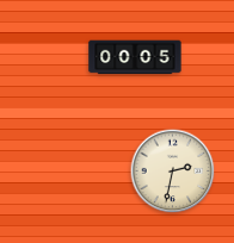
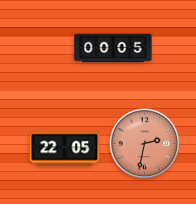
clock at (173, 172) dial: cream -> salmon
clock at (65, 149): none -> 22:05
